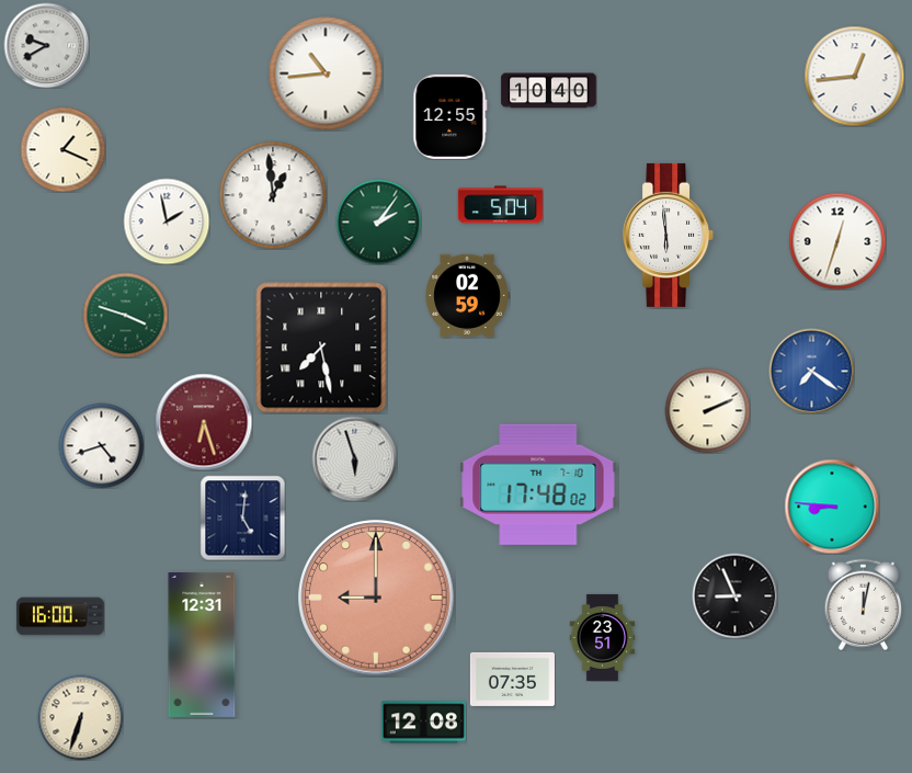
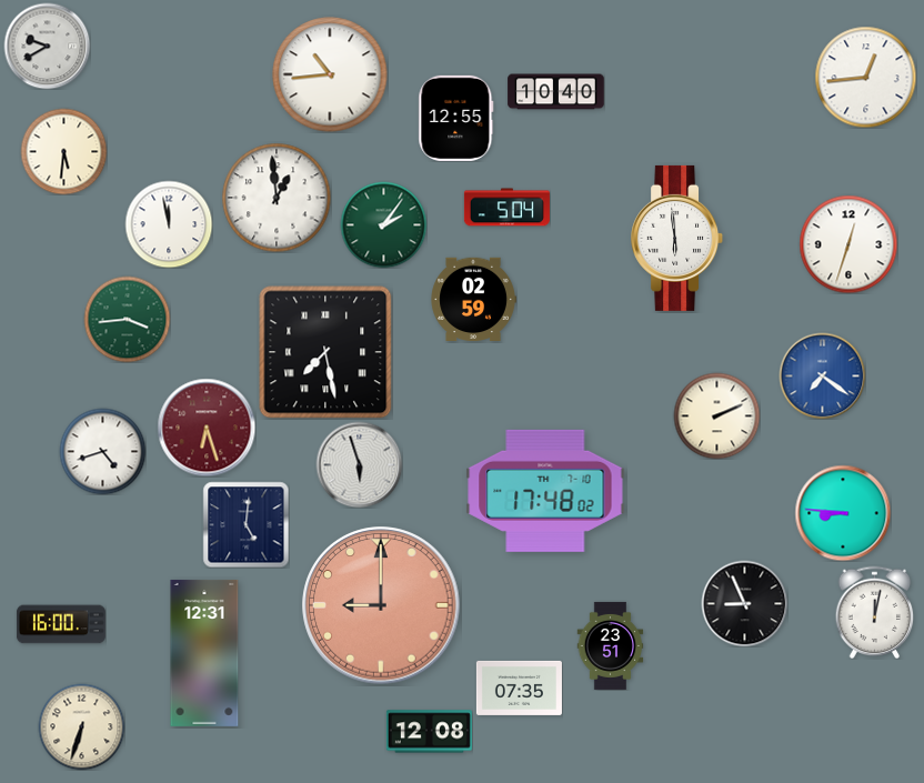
clock at (62, 149): 1:19 -> 5:31
clock at (167, 221): 1:58 -> 11:58
clock at (125, 315): 3:48 -> 3:44
